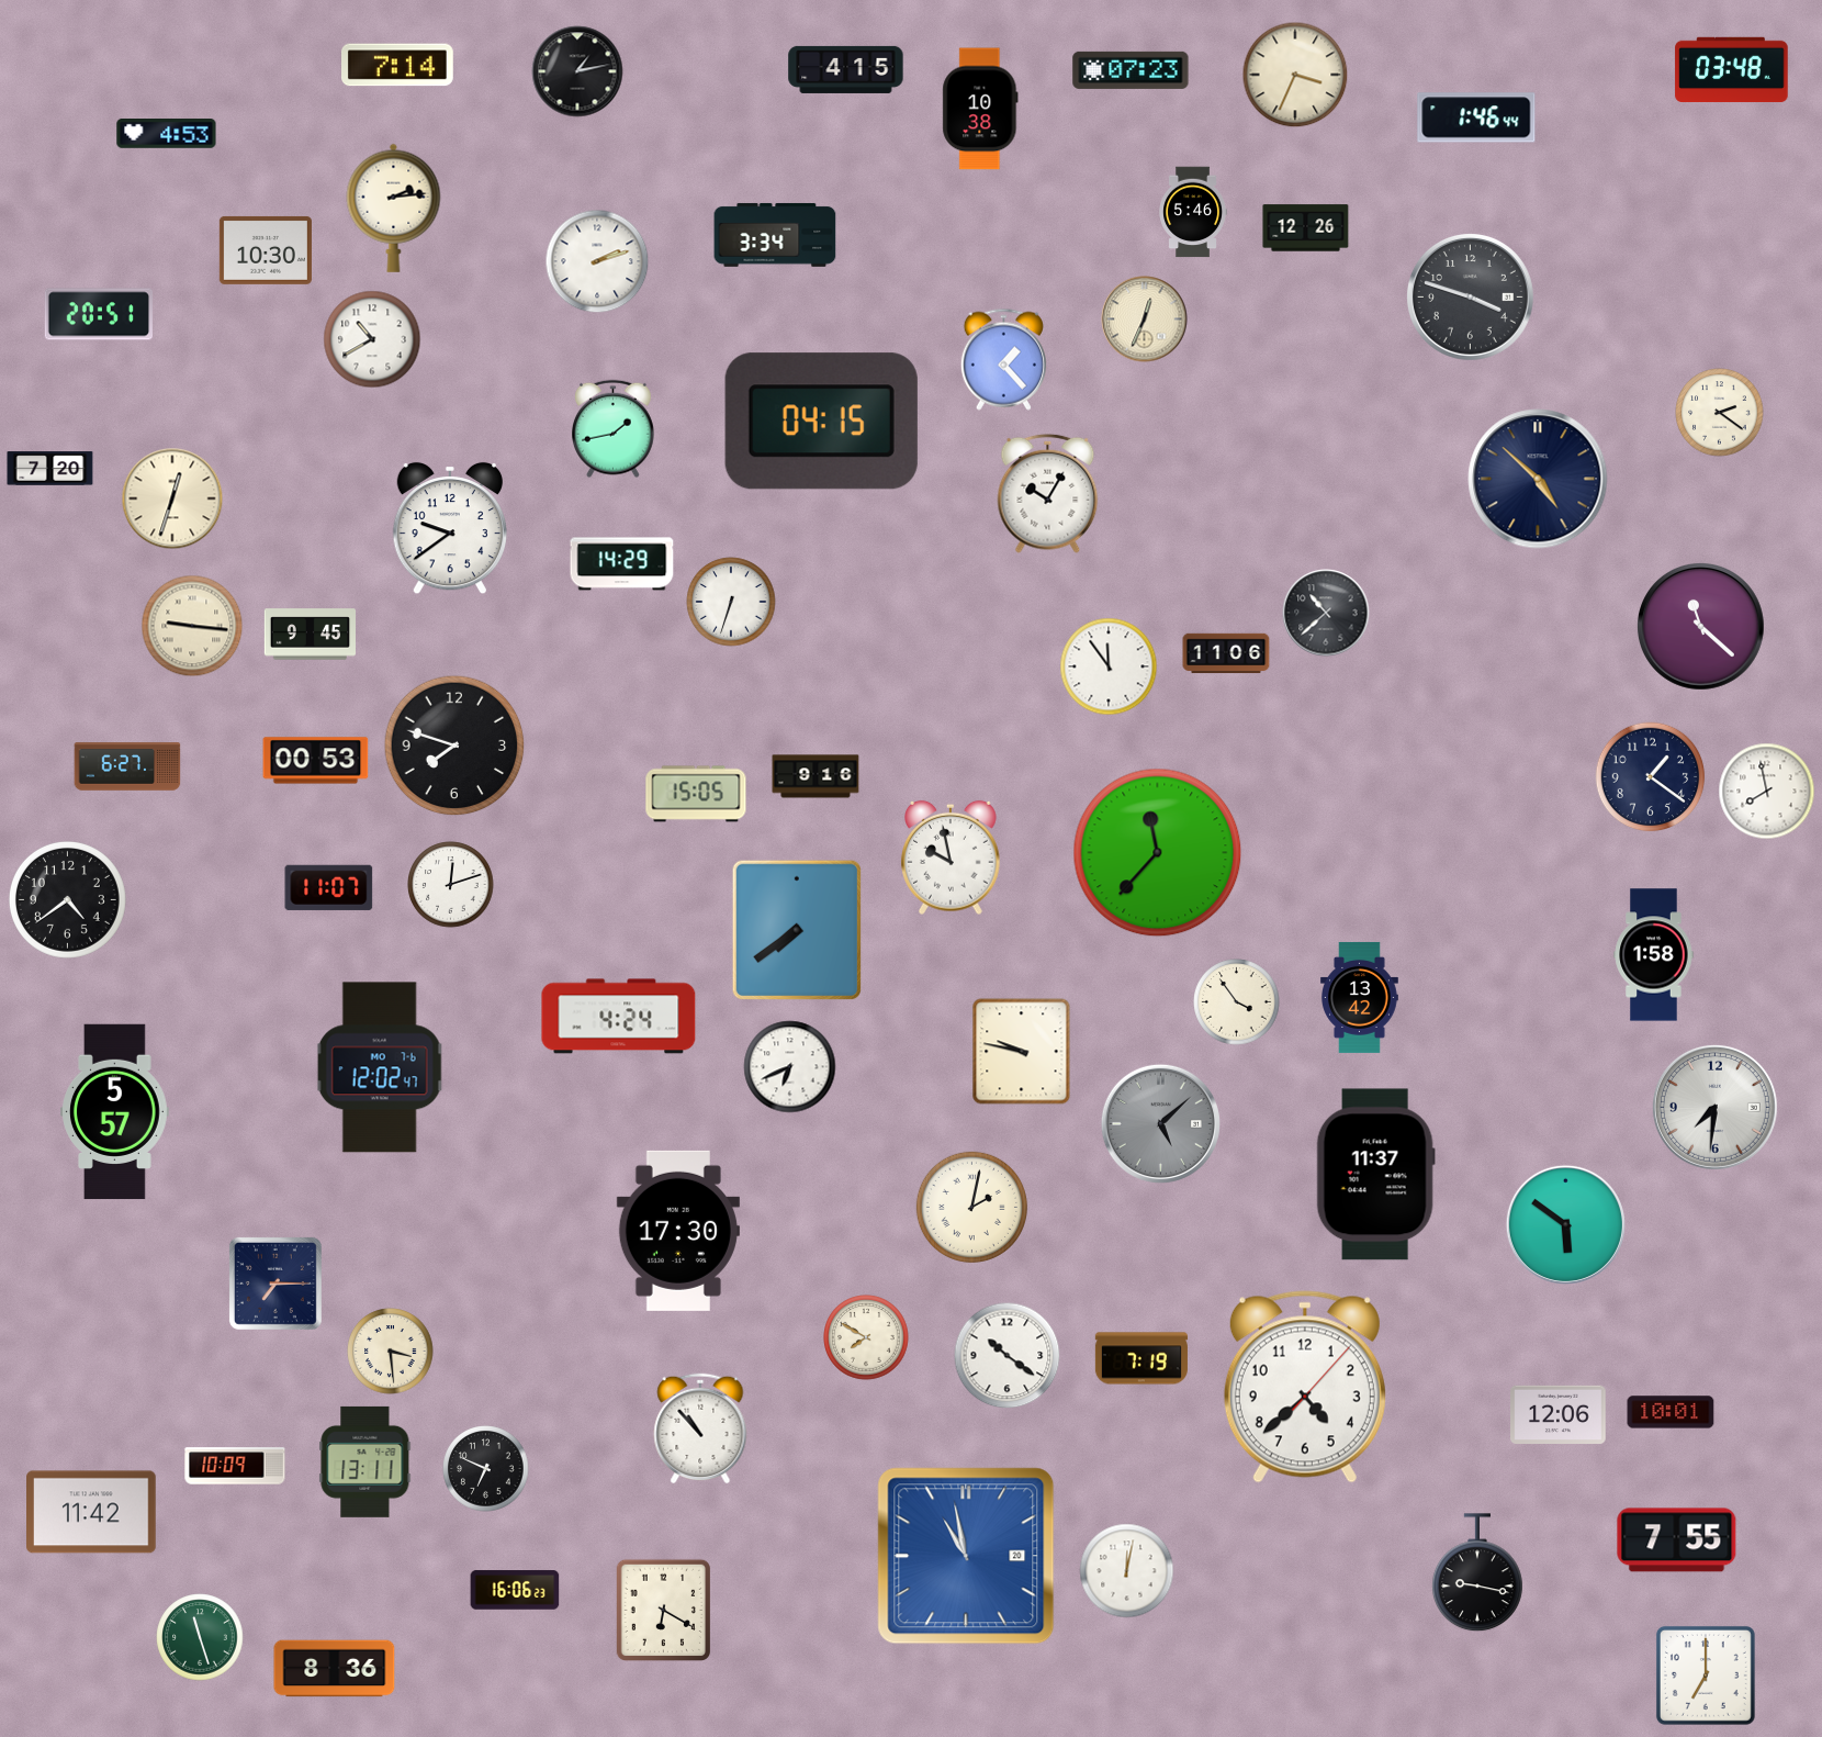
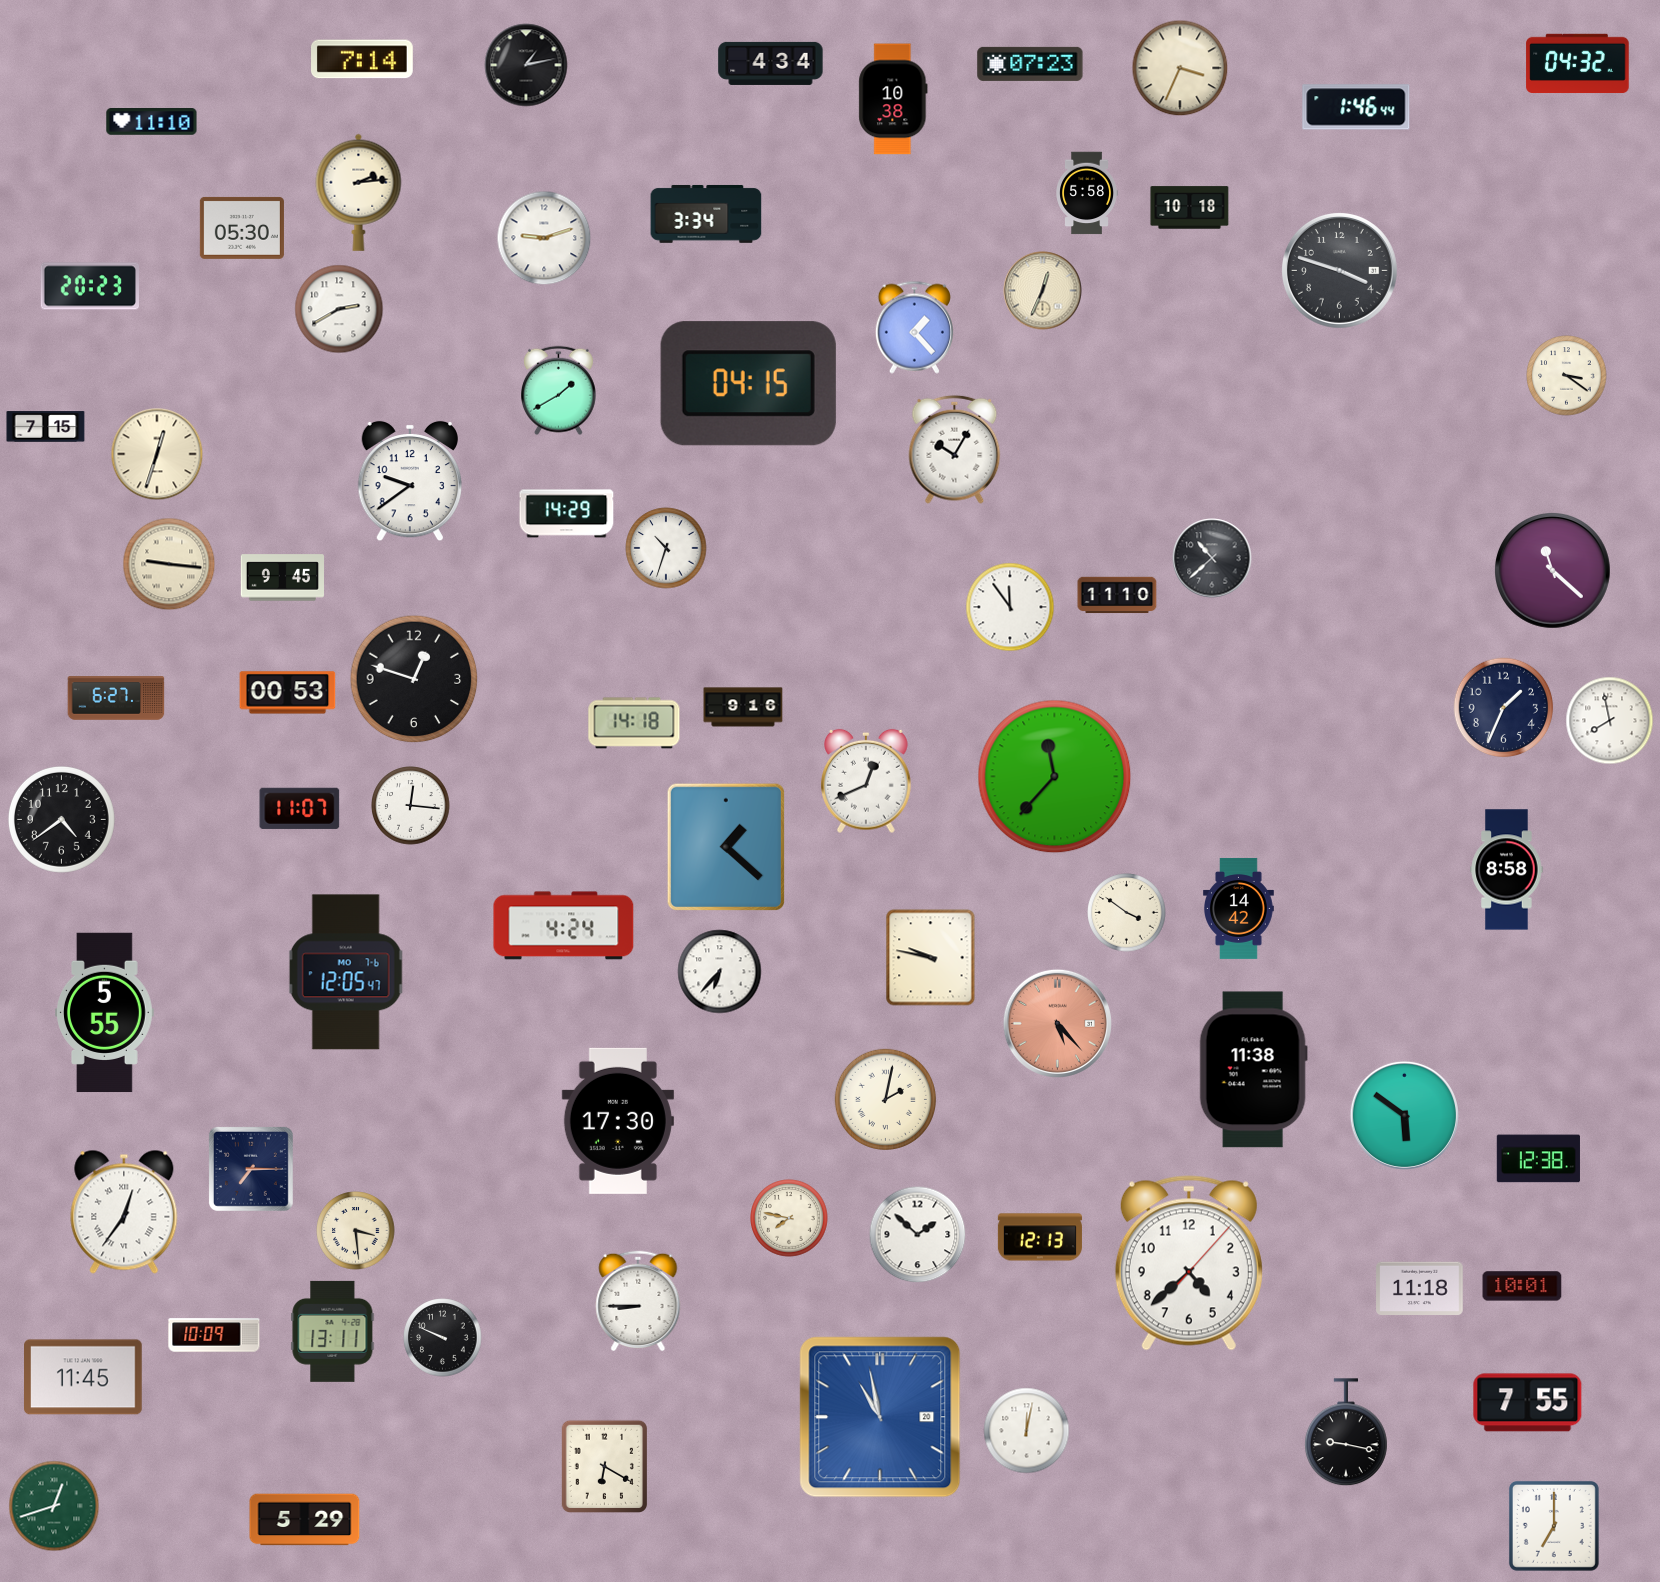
clock at (846, 69): 4:15 -> 4:34
clock at (1732, 70): 03:48 -> 04:32
clock at (1476, 117) position: (1476, 117) -> (1356, 107)
clock at (167, 134): 4:53 -> 11:10
clock at (394, 208) position: (394, 208) -> (359, 192)
clock at (1192, 212): 5:46 -> 5:58
clock at (1306, 228): 12:26 -> 10:18
clock at (266, 250): 10:30 -> 05:30
clock at (597, 261): 2:12 -> 9:12
clock at (98, 314): 20:51 -> 20:23
clock at (372, 339): 10:40 -> 2:40
clock at (1720, 413): 2:21 -> 3:21
clock at (614, 429): 1:43 -> 1:40
clock at (50, 469): 7:20 -> 7:15
clock at (1538, 479): 4:52 -> none
clock at (731, 602): 6:33 -> 10:33
clock at (1326, 613) position: (1326, 613) -> (1212, 558)
clock at (192, 626) position: (192, 626) -> (169, 564)
clock at (1700, 626) position: (1700, 626) -> (1552, 570)
clock at (1226, 653): 11:06 -> 11:10
clock at (454, 746): 7:48 -> 12:48
clock at (1651, 777): 1:21 -> 1:34
clock at (696, 794): 15:05 -> 14:18
clock at (952, 858): 9:58 -> 12:41
clock at (451, 885): 12:12 -> 12:16
clock at (796, 929): 7:39 -> 1:22
clock at (1654, 955): 1:58 -> 8:58
clock at (1360, 997): 13:42 -> 14:42
clock at (1237, 1002): 3:54 -> 3:51
clock at (380, 1067): 12:02 -> 12:05
clock at (790, 1067): 6:41 -> 6:37
clock at (1714, 1107): 7:31 -> none
clock at (115, 1112): 5:57 -> 5:55
clock at (1160, 1123): 5:08 -> 5:23
clock at (1160, 1123) dial: grey -> salmon
clock at (1375, 1175): 11:37 -> 11:38
clock at (1565, 1224) position: (1565, 1224) -> (1404, 1115)
clock at (1538, 1159): none -> 12:38
clock at (124, 1212): none -> 12:36
clock at (866, 1337): 7:50 -> 7:47
clock at (1008, 1356): 10:21 -> 1:52
clock at (1141, 1358): 7:19 -> 12:13
clock at (1559, 1415): 12:06 -> 11:18
clock at (700, 1428): 10:53 -> 8:45
clock at (486, 1469): 6:49 -> 9:49
clock at (92, 1512): 11:42 -> 11:45
clock at (515, 1590): 16:06 -> none
clock at (200, 1637): 11:27 -> none
clock at (54, 1506): none -> 12:42
clock at (335, 1669): 8:36 -> 5:29
